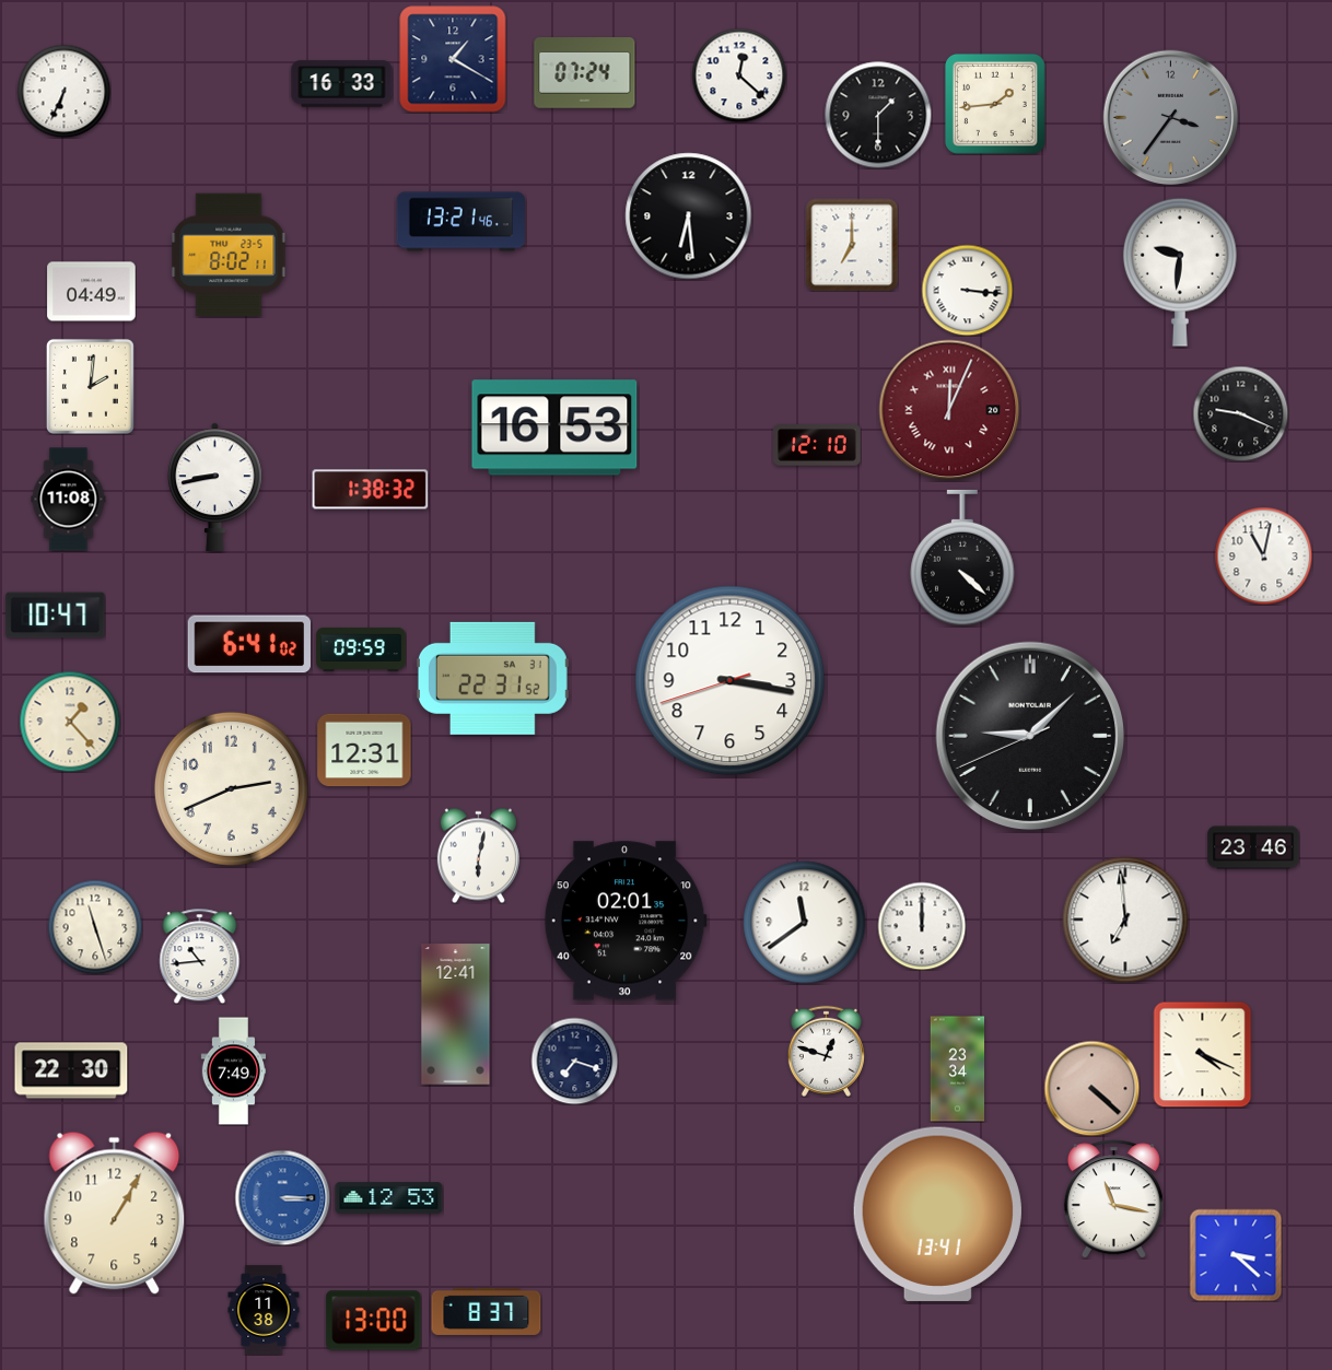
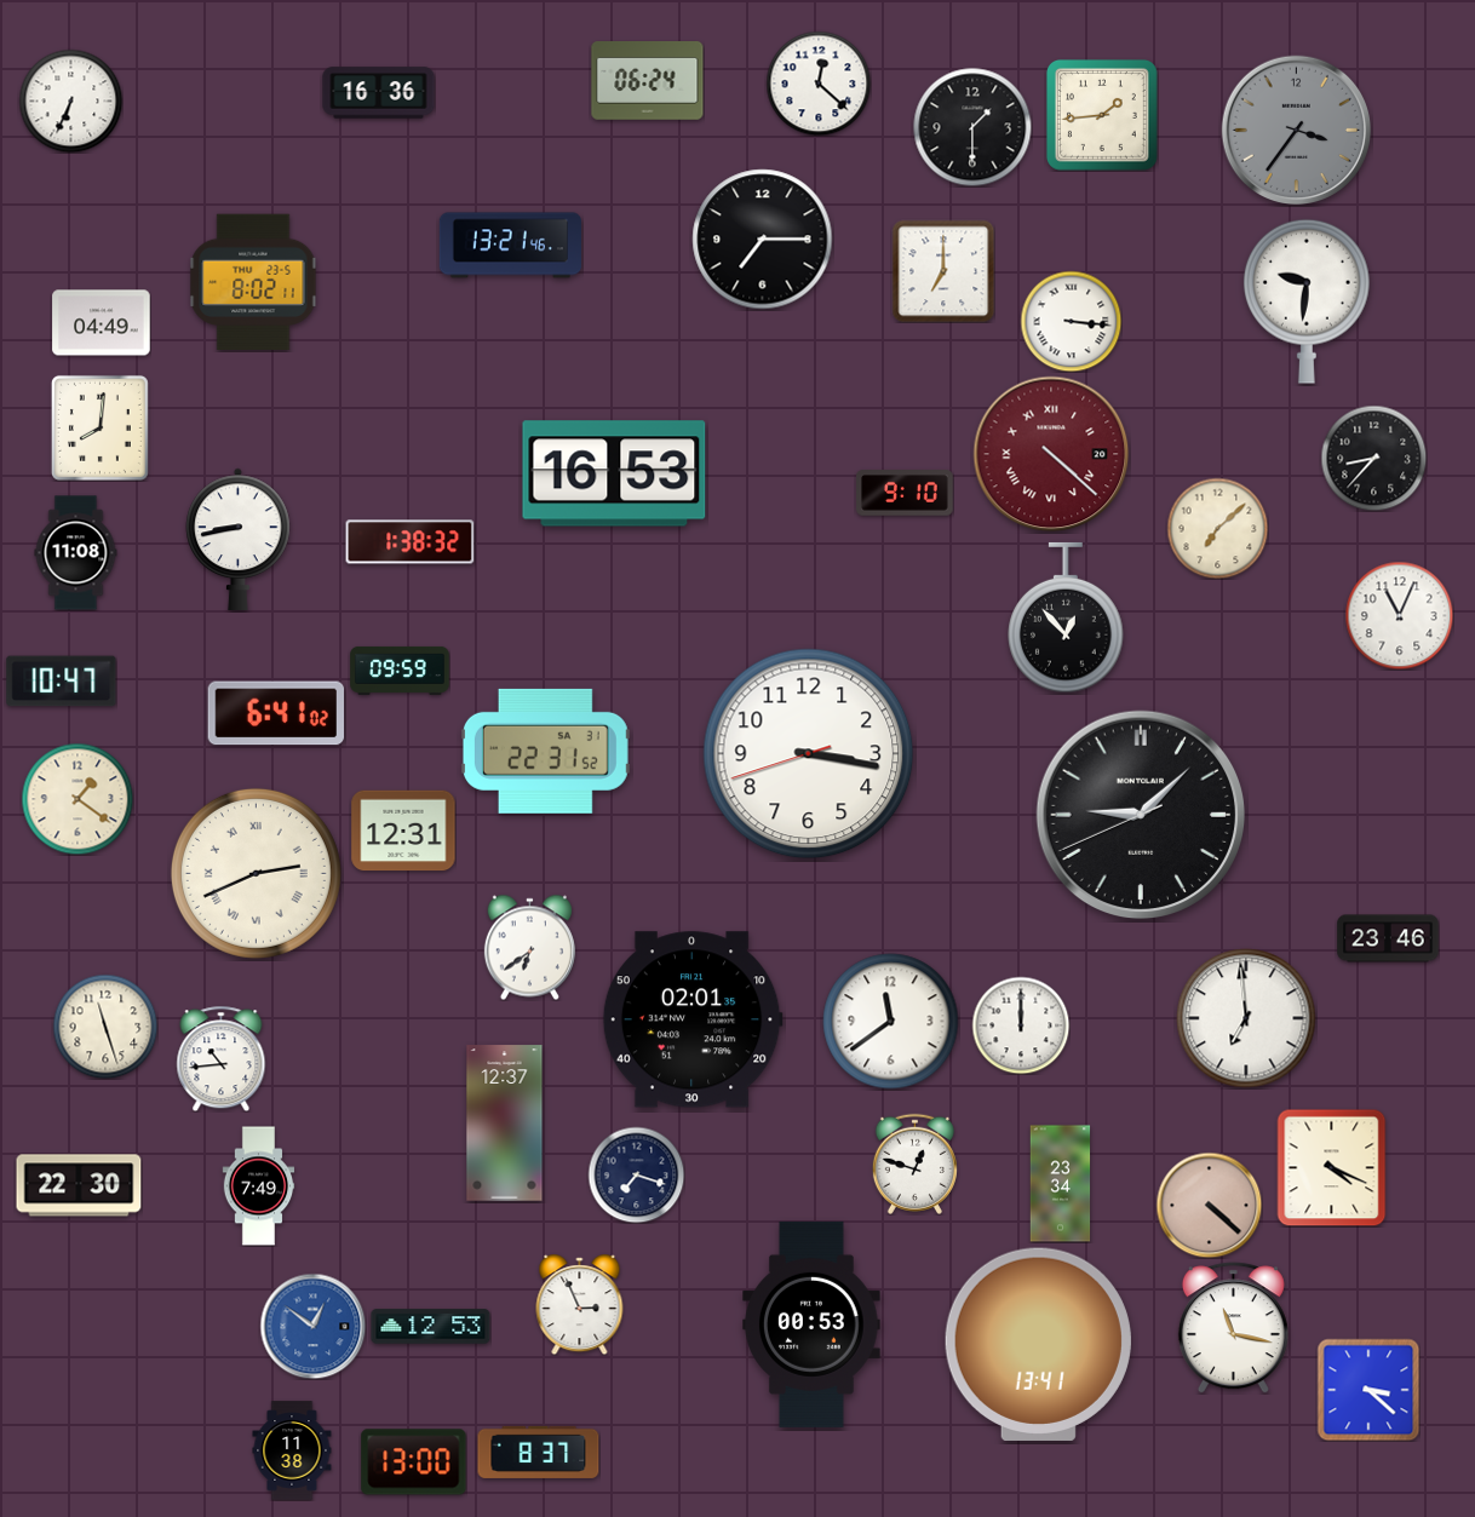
clock at (453, 59): 1:20 -> none
clock at (585, 73): 07:24 -> 06:24
clock at (342, 84): 16:33 -> 16:36
clock at (689, 216): 6:29 -> 7:15
clock at (90, 386): 2:01 -> 8:01
clock at (949, 410): 12:04 -> 4:22
clock at (1240, 413): 9:19 -> 8:37
clock at (817, 445): 12:10 -> 9:10
clock at (1217, 528): none -> 7:08
clock at (1263, 555): 11:02 -> 11:04
clock at (962, 558): 4:22 -> 12:53
clock at (361, 649) position: (361, 649) -> (400, 671)
clock at (70, 722): 1:23 -> 1:21
clock at (231, 788) numerals: Arabic -> Roman
clock at (478, 855): 6:02 -> 6:39
clock at (456, 1015): 12:41 -> 12:37
clock at (580, 1305): none -> 2:56
clock at (811, 1324): none -> 00:53
clock at (282, 1197): 3:15 -> 12:51
clock at (115, 1213): 1:05 -> none
